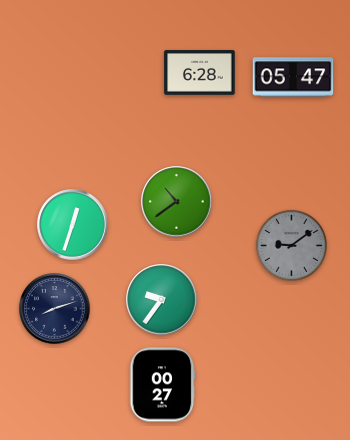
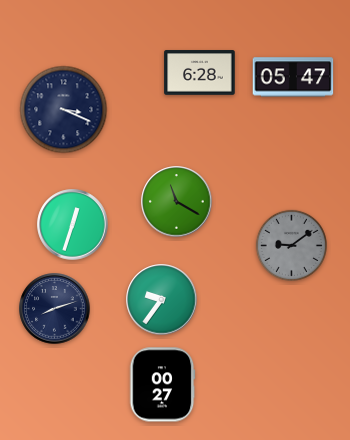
clock at (64, 110): none -> 3:19
clock at (177, 202): 10:39 -> 11:20
